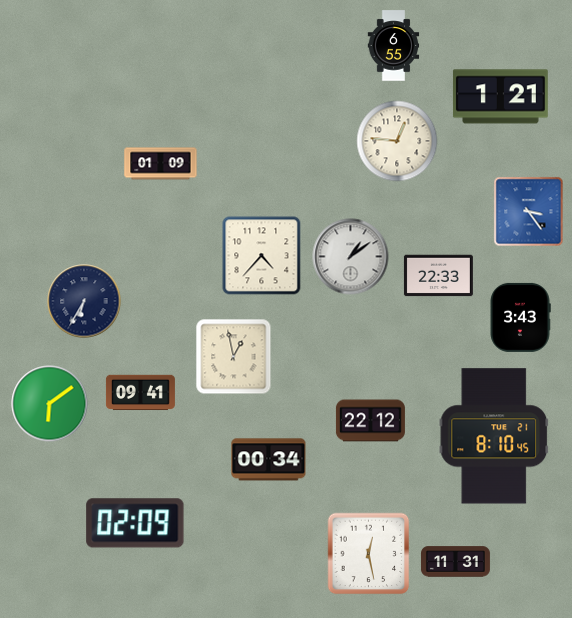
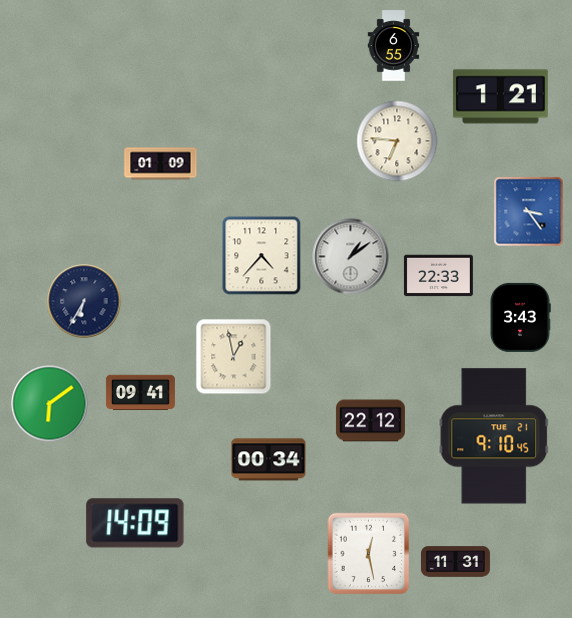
clock at (397, 141): 12:46 -> 6:46
clock at (494, 436): 8:10 -> 9:10
clock at (135, 523): 02:09 -> 14:09
